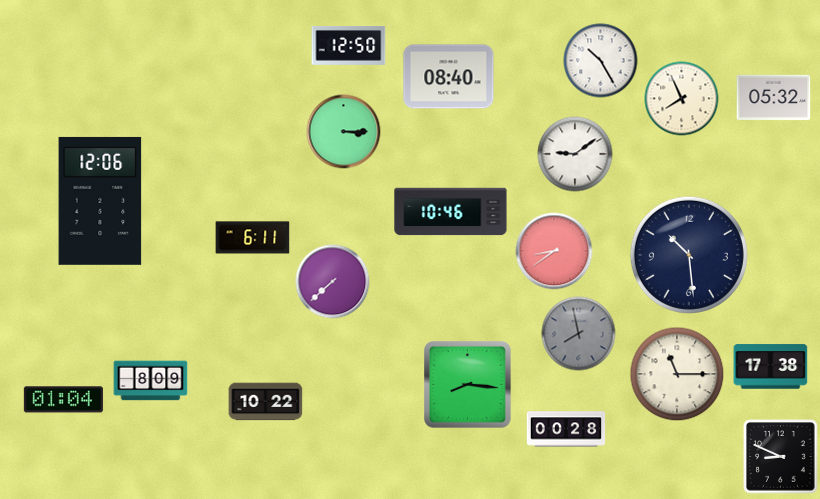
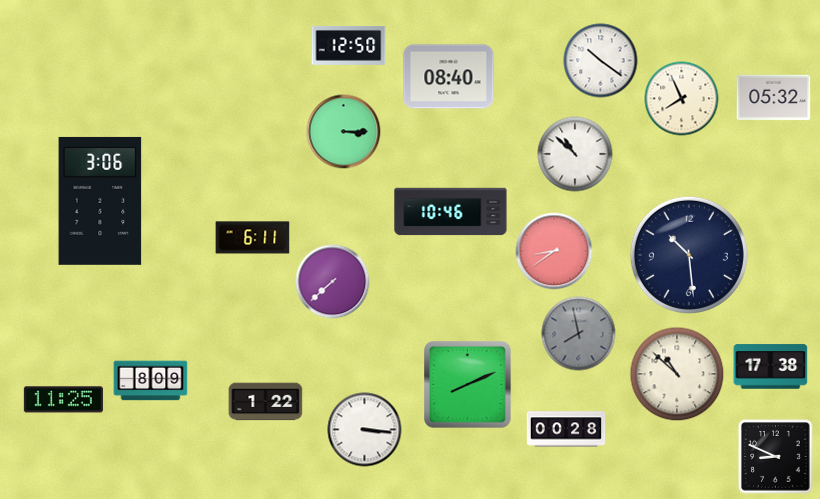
clock at (601, 61): 10:25 -> 10:21
clock at (575, 154): 9:09 -> 10:52
clock at (100, 201): 12:06 -> 3:06
clock at (677, 374): 11:15 -> 10:52
clock at (468, 385): 8:16 -> 8:11
clock at (63, 400): 01:04 -> 11:25
clock at (266, 402): 10:22 -> 1:22
clock at (365, 430): none -> 3:16
clock at (781, 457) position: (781, 457) -> (776, 457)
